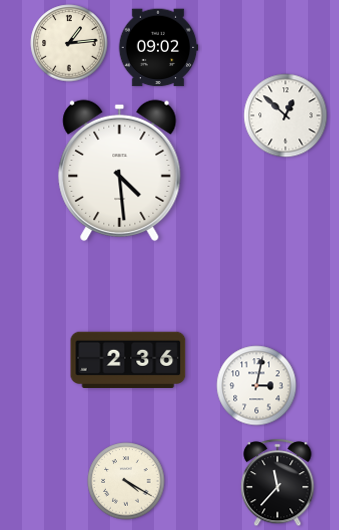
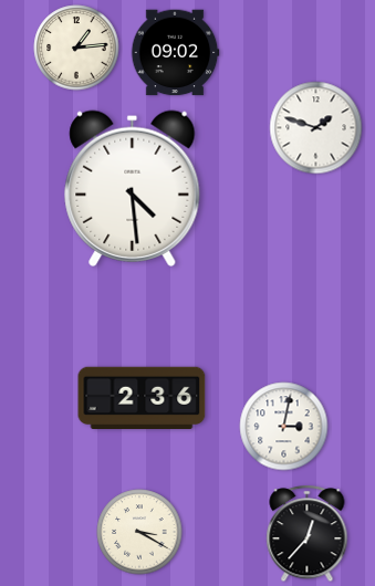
clock at (286, 116): 12:52 -> 1:48
clock at (126, 481): 4:20 -> 3:20
clock at (278, 483): 11:37 -> 12:37
